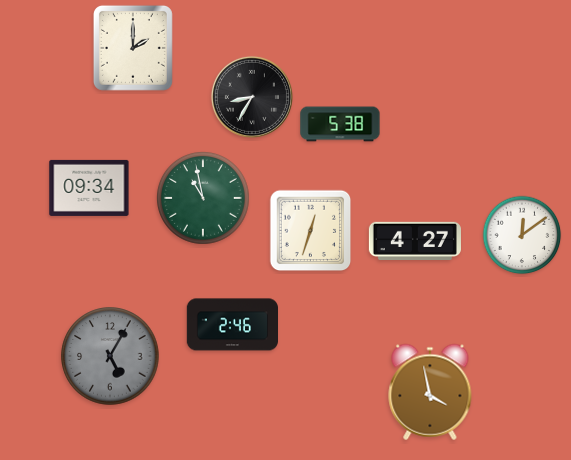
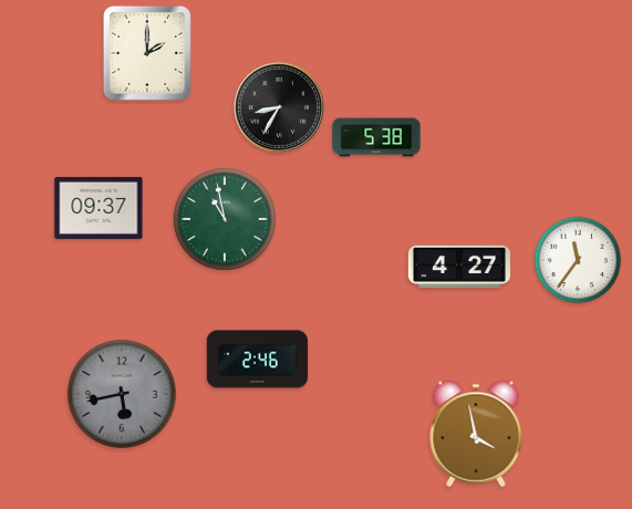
clock at (89, 188): 09:34 -> 09:37
clock at (311, 231): 12:33 -> none
clock at (522, 235): 12:09 -> 11:36
clock at (110, 356): 5:05 -> 5:43
